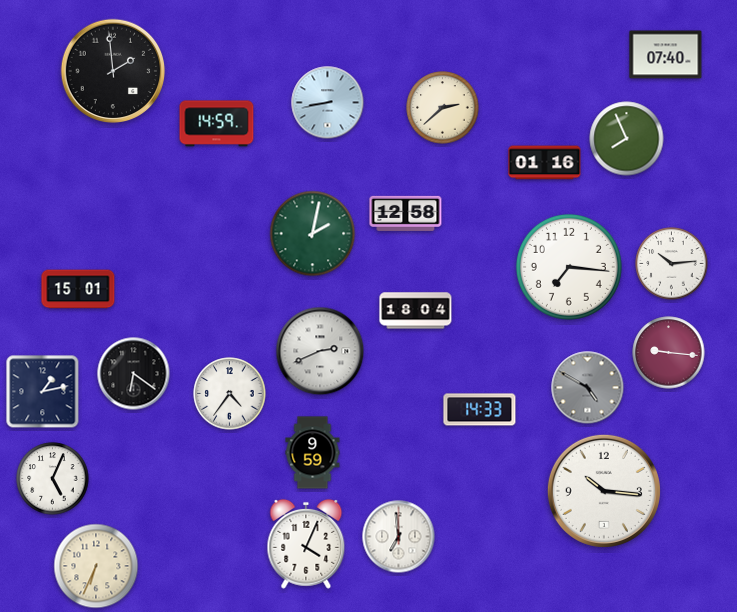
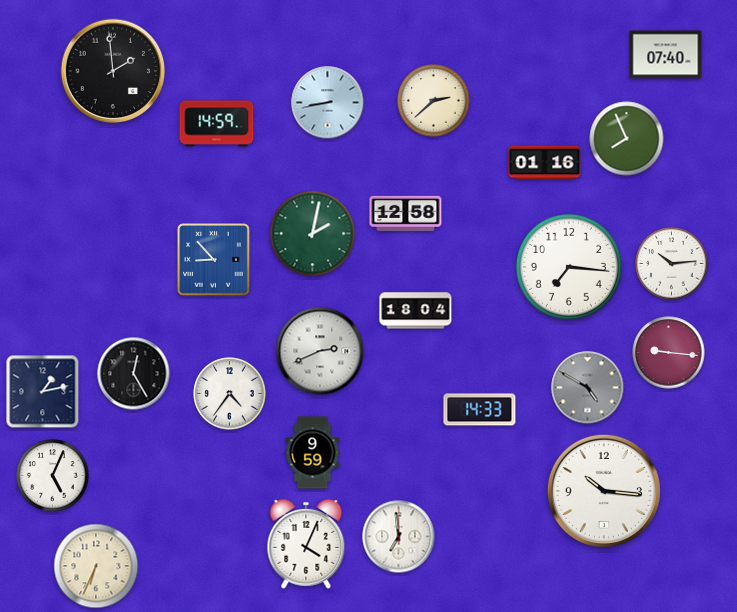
clock at (443, 108) position: (443, 108) -> (434, 101)
clock at (214, 260): none -> 8:53
clock at (78, 289): 15:01 -> none
clock at (134, 374): 6:21 -> 12:25
clock at (53, 479) position: (53, 479) -> (53, 476)
